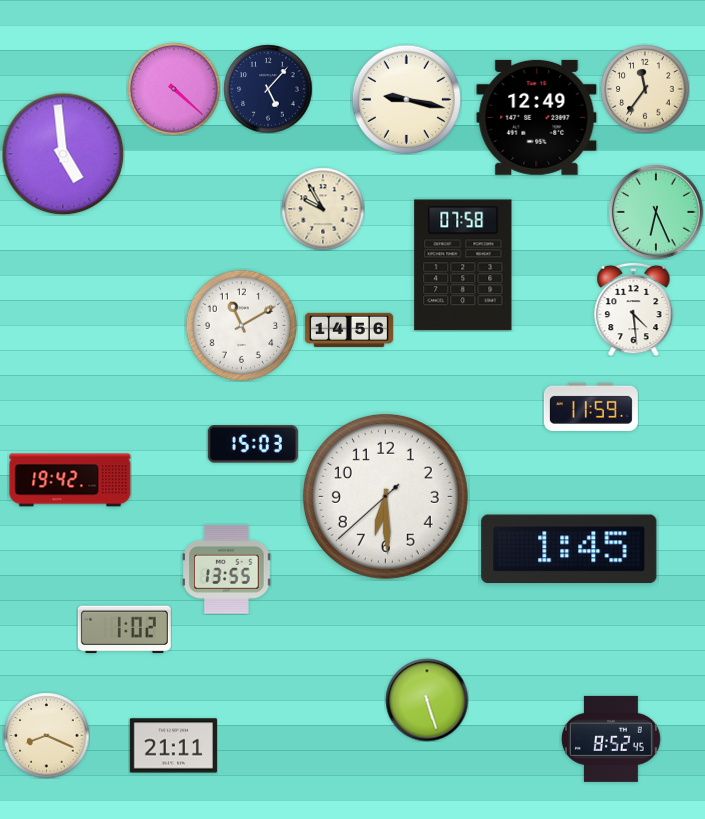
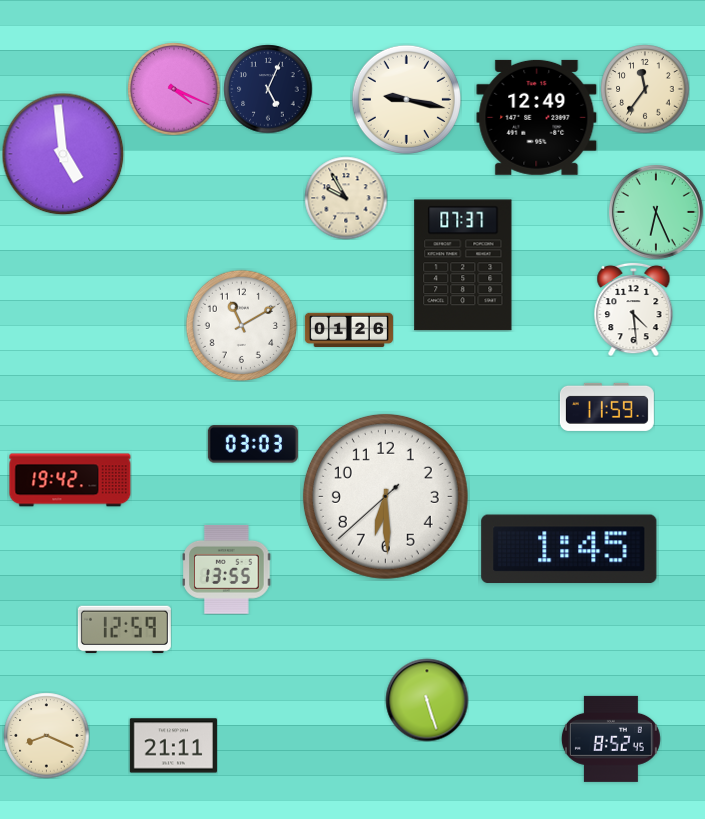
clock at (174, 89): 4:22 -> 4:19
clock at (268, 89): 5:07 -> 5:04
clock at (323, 209) position: (323, 209) -> (346, 198)
clock at (463, 265): 07:58 -> 07:37
clock at (349, 329): 14:56 -> 01:26
clock at (591, 407) position: (591, 407) -> (607, 407)
clock at (253, 444): 15:03 -> 03:03
clock at (124, 630): 1:02 -> 12:59
